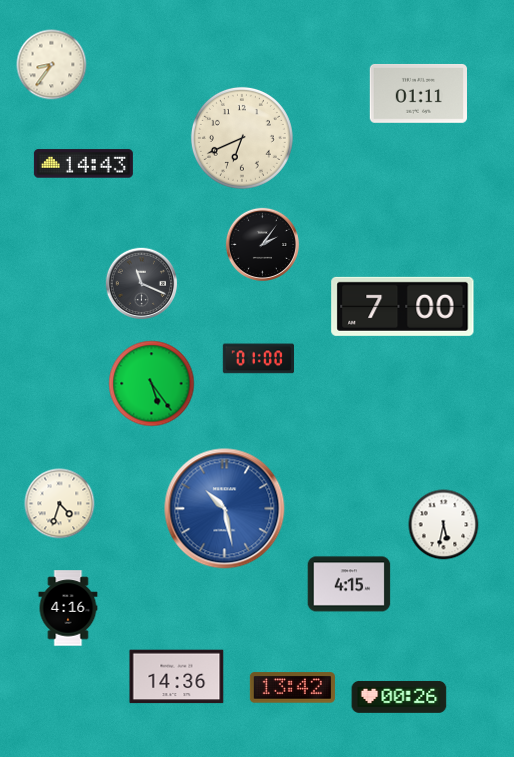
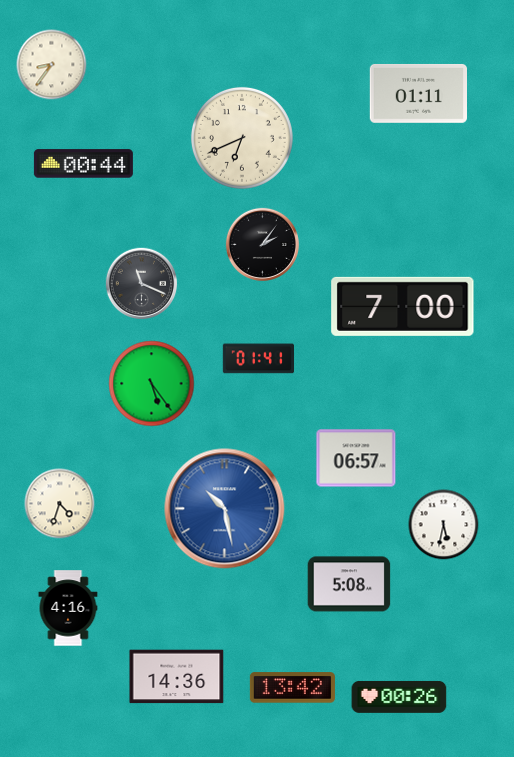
clock at (83, 164): 14:43 -> 00:44
clock at (258, 359): 01:00 -> 01:41
clock at (356, 458): none -> 06:57
clock at (349, 584): 4:15 -> 5:08
